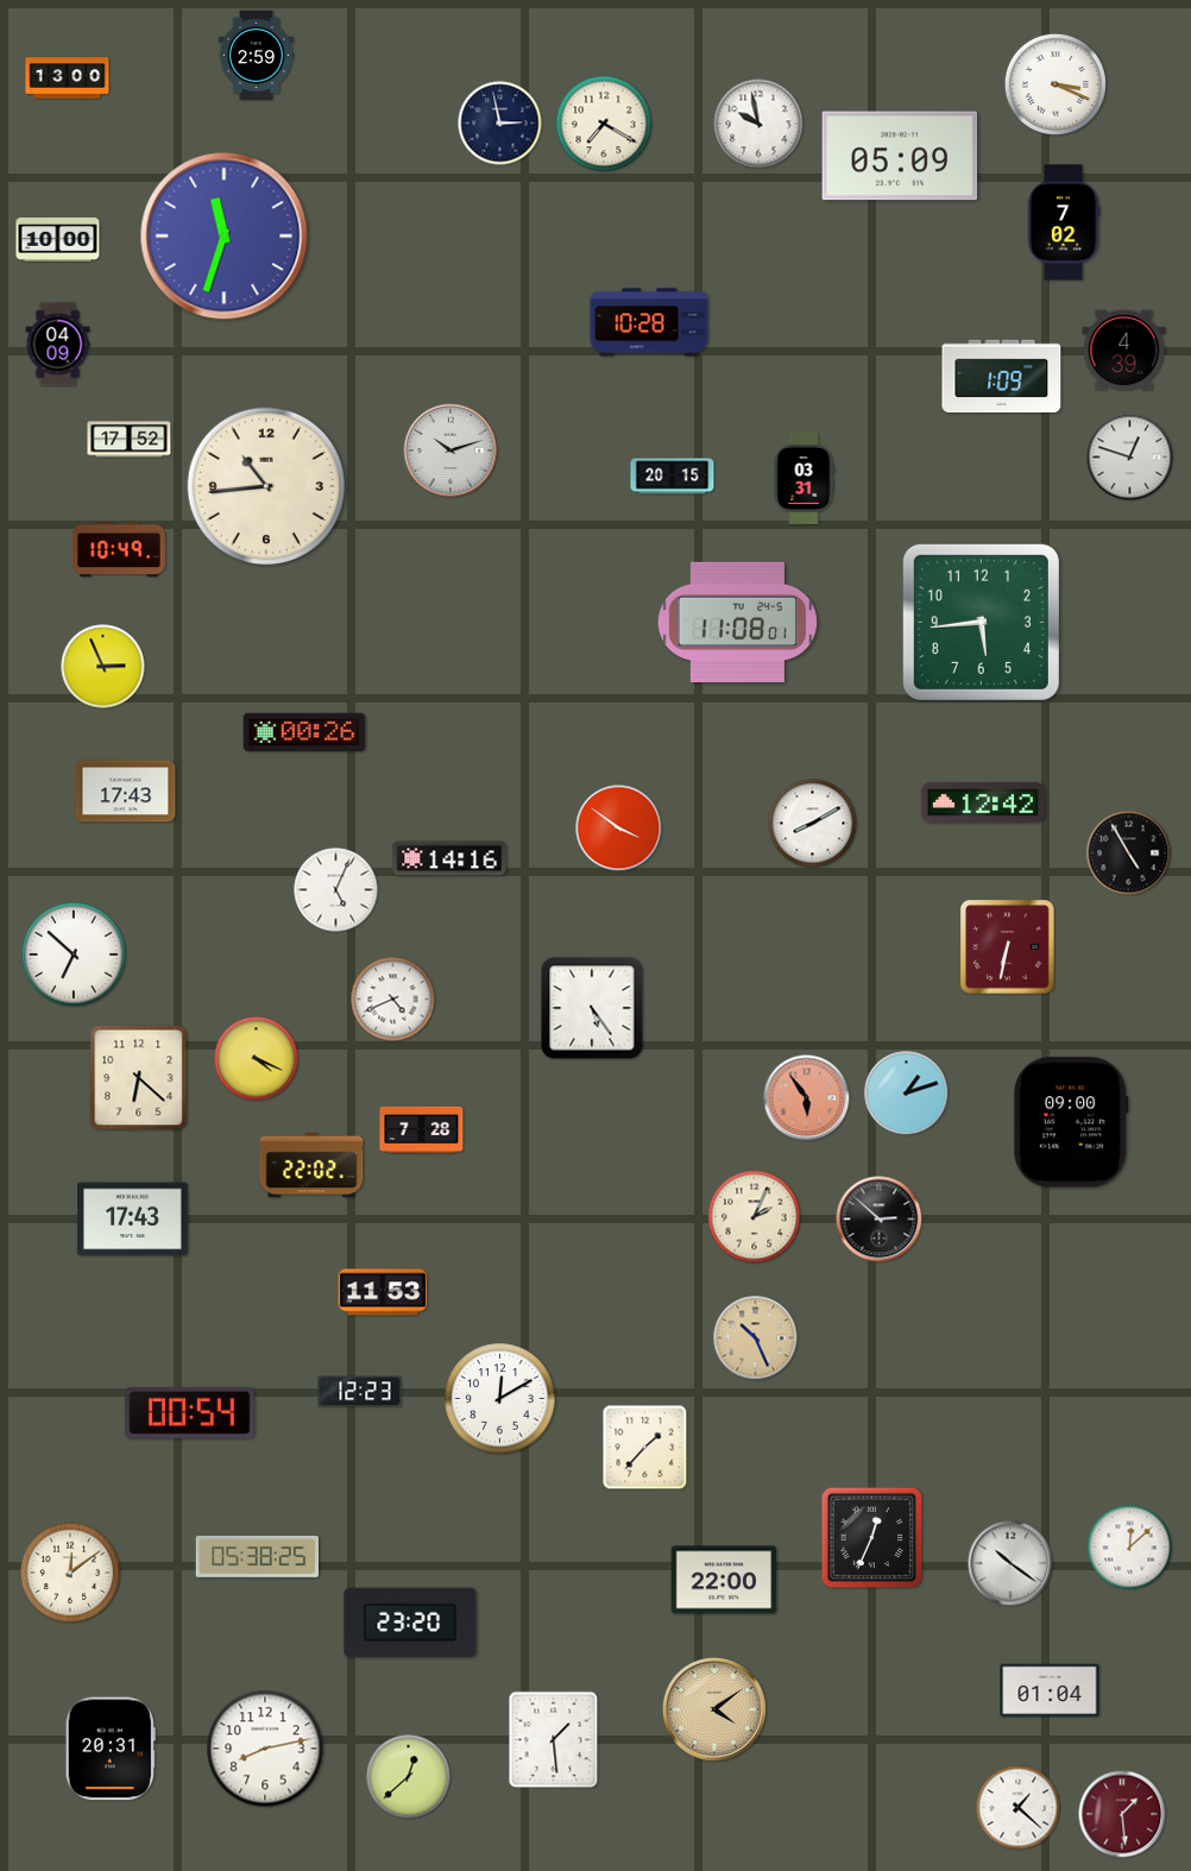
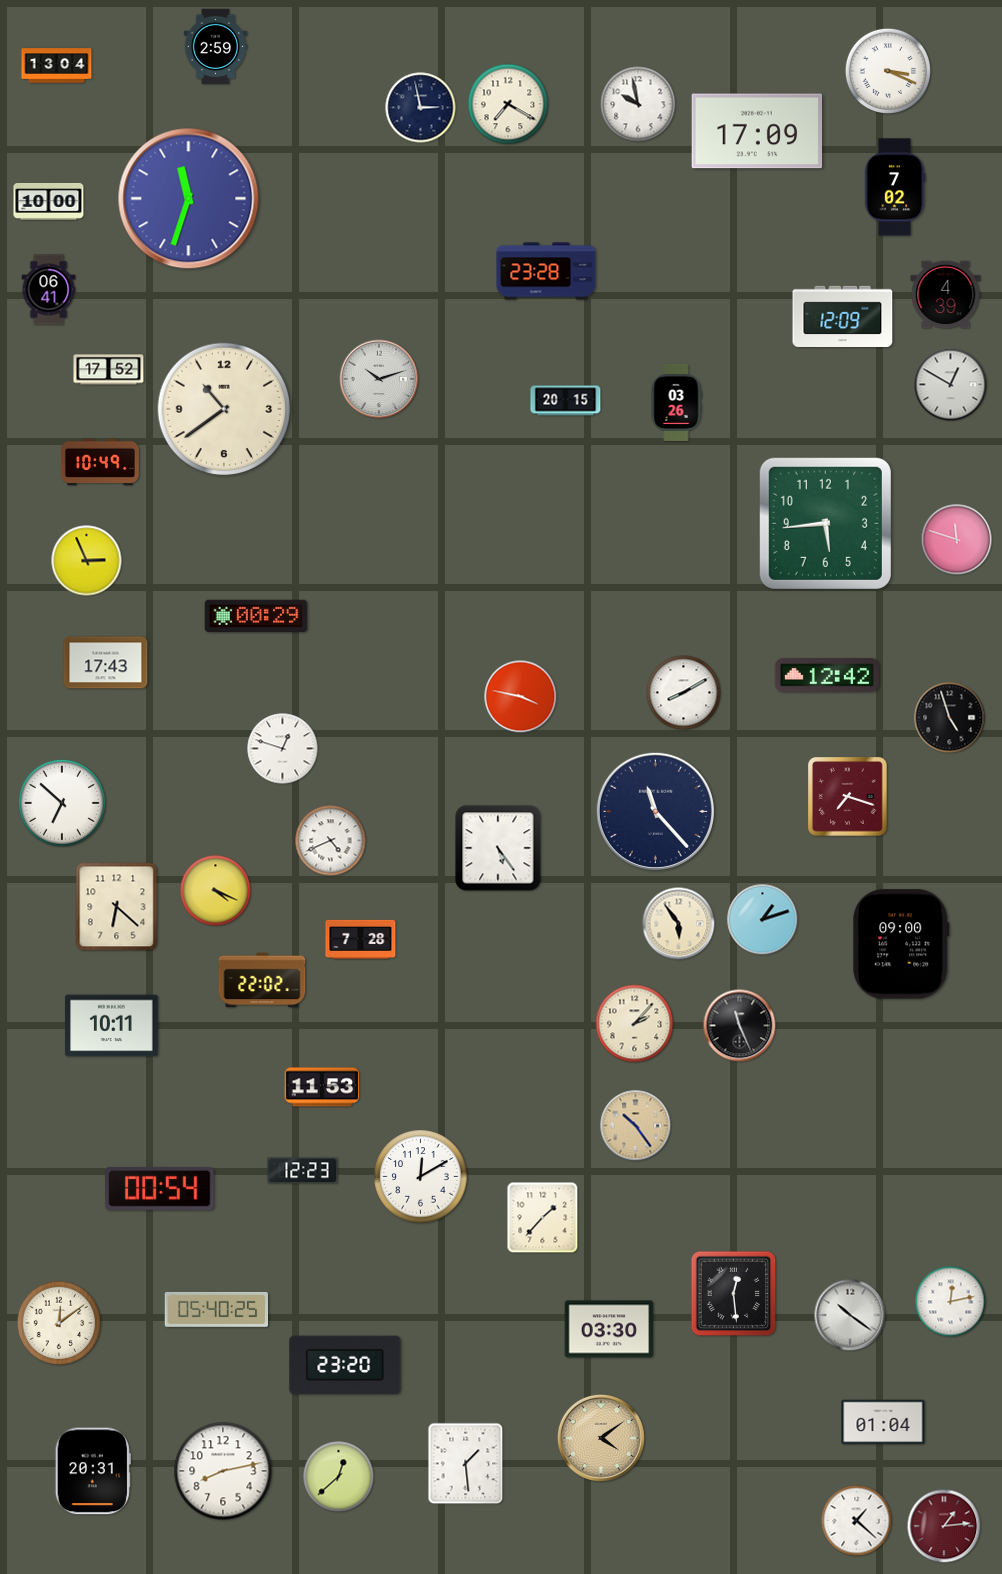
clock at (68, 78): 13:00 -> 13:04
clock at (500, 124) position: (500, 124) -> (421, 108)
clock at (900, 156): 05:09 -> 17:09
clock at (649, 322): 10:28 -> 23:28
clock at (58, 345): 04:09 -> 06:41
clock at (1002, 376): 1:09 -> 12:09
clock at (1130, 458): 12:48 -> 12:50
clock at (804, 478): 03:31 -> 03:26
clock at (266, 486): 10:44 -> 10:39
clock at (737, 622): 11:08 -> none
clock at (957, 540): none -> 11:48
clock at (304, 732): 00:26 -> 00:29
clock at (126, 792) position: (126, 792) -> (106, 663)
clock at (619, 829): 3:51 -> 3:47
clock at (1129, 853): 4:55 -> 4:57
clock at (449, 858): 14:16 -> none
clock at (336, 890): 5:04 -> 12:48
clock at (1008, 947): 6:32 -> 7:18
clock at (655, 811): none -> 11:23
clock at (807, 1098) dial: salmon -> cream
clock at (422, 1129) position: (422, 1129) -> (361, 939)
clock at (755, 1217): 2:04 -> 2:07
clock at (133, 1220): 17:43 -> 10:11
clock at (880, 1220): 2:52 -> 11:26
clock at (756, 1338): 10:26 -> 10:24
clock at (872, 1538): 12:34 -> 12:29
clock at (1130, 1548): 12:08 -> 12:13
clock at (257, 1556): 05:38 -> 05:40
clock at (724, 1580): 22:00 -> 03:30
clock at (409, 1777) position: (409, 1777) -> (339, 1477)
clock at (1122, 1814): 1:29 -> 1:14
